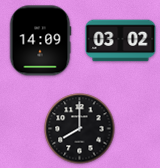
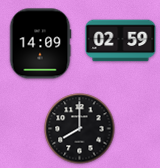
clock at (40, 41) position: (40, 41) -> (40, 44)
clock at (121, 41): 03:02 -> 02:59
